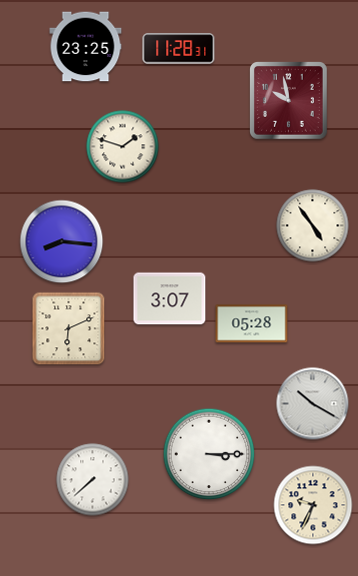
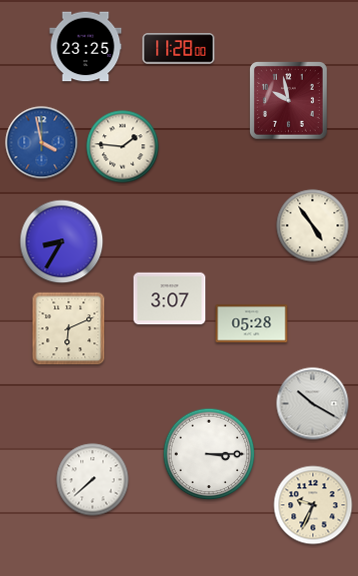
clock at (179, 49): 11:28:31 -> 11:28:00
clock at (42, 143): none -> 3:58
clock at (123, 147): 1:48 -> 1:46
clock at (62, 242): 8:16 -> 8:35
